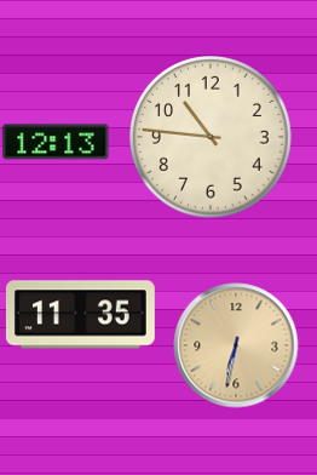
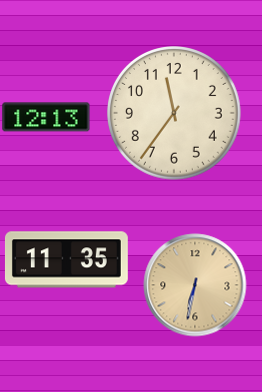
clock at (212, 138): 10:46 -> 11:36
